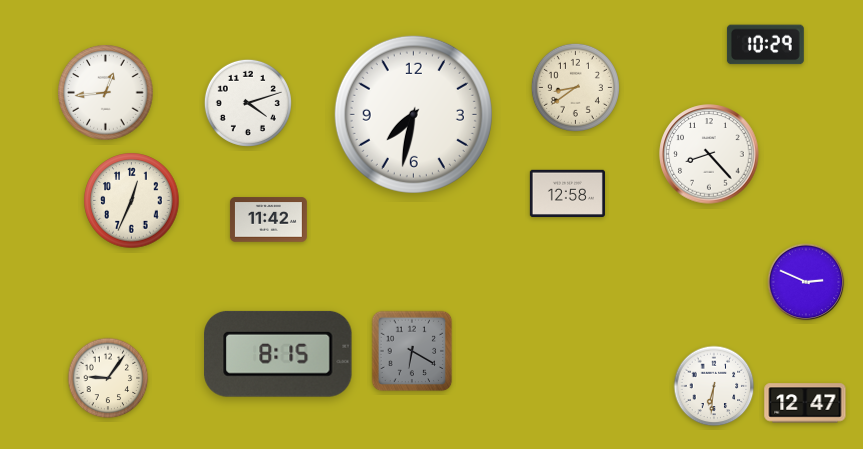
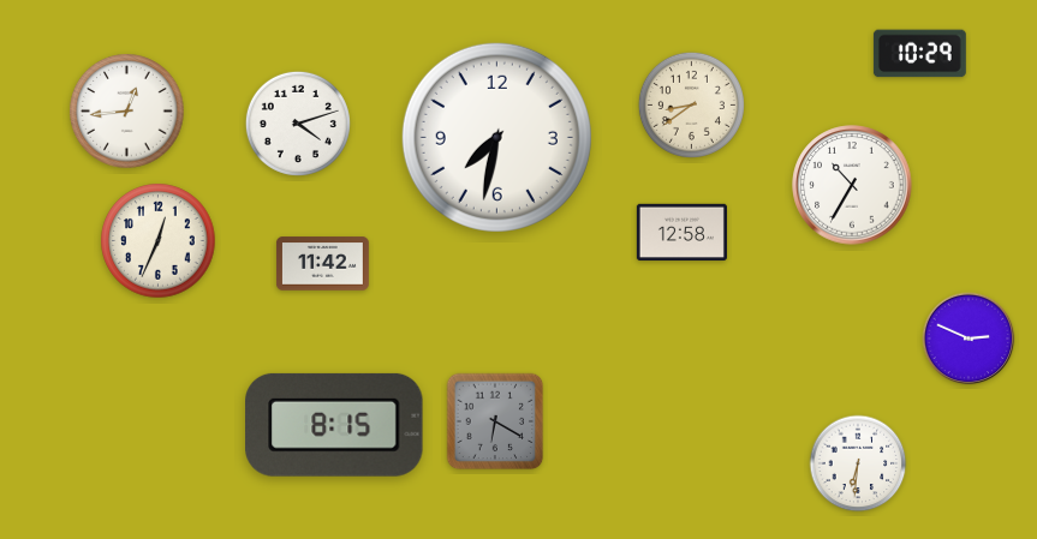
clock at (709, 154): 8:23 -> 10:35
clock at (108, 378): 9:06 -> none
clock at (805, 403): 12:47 -> none
